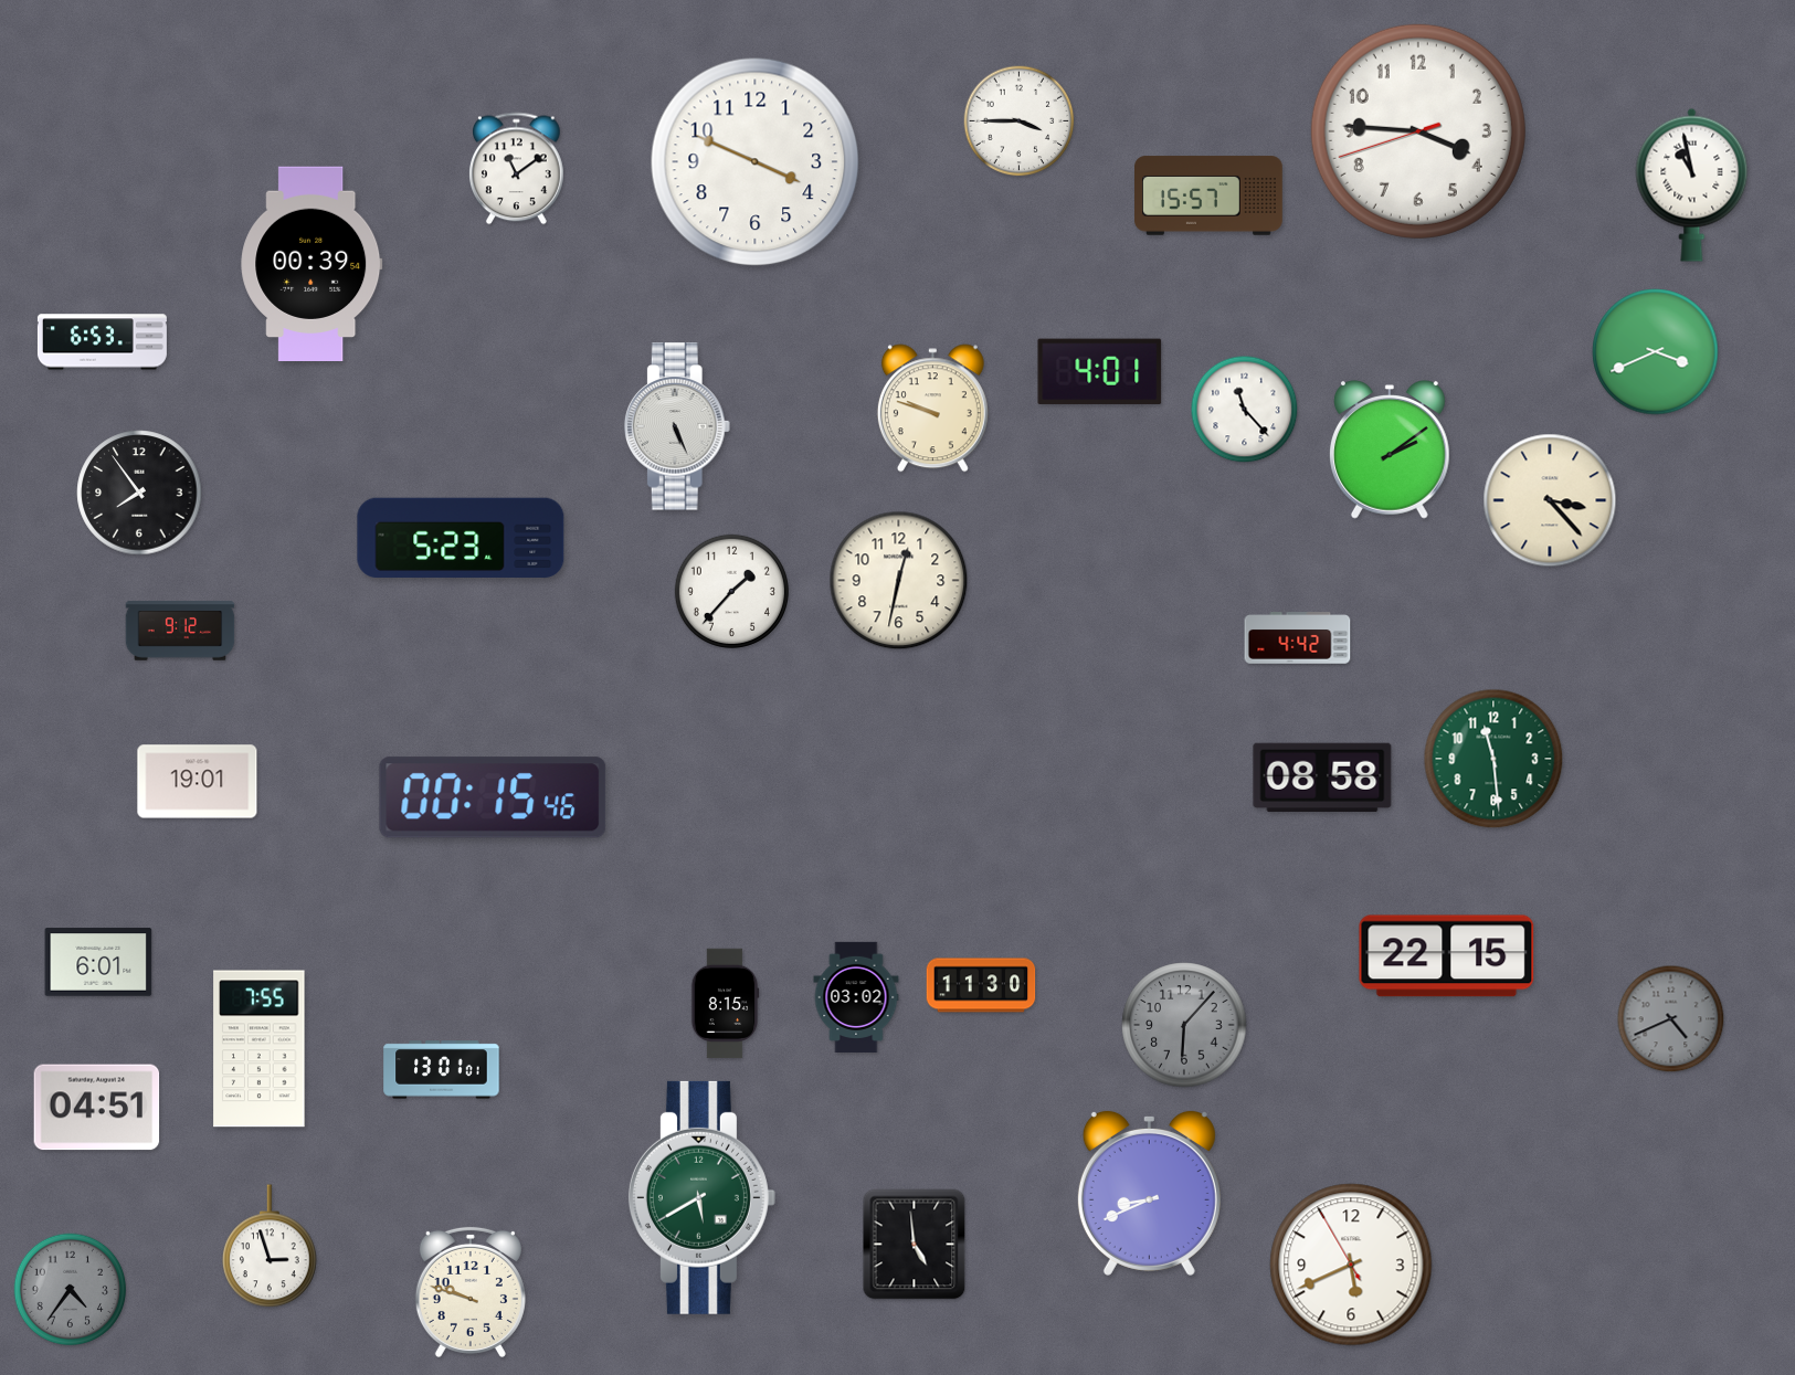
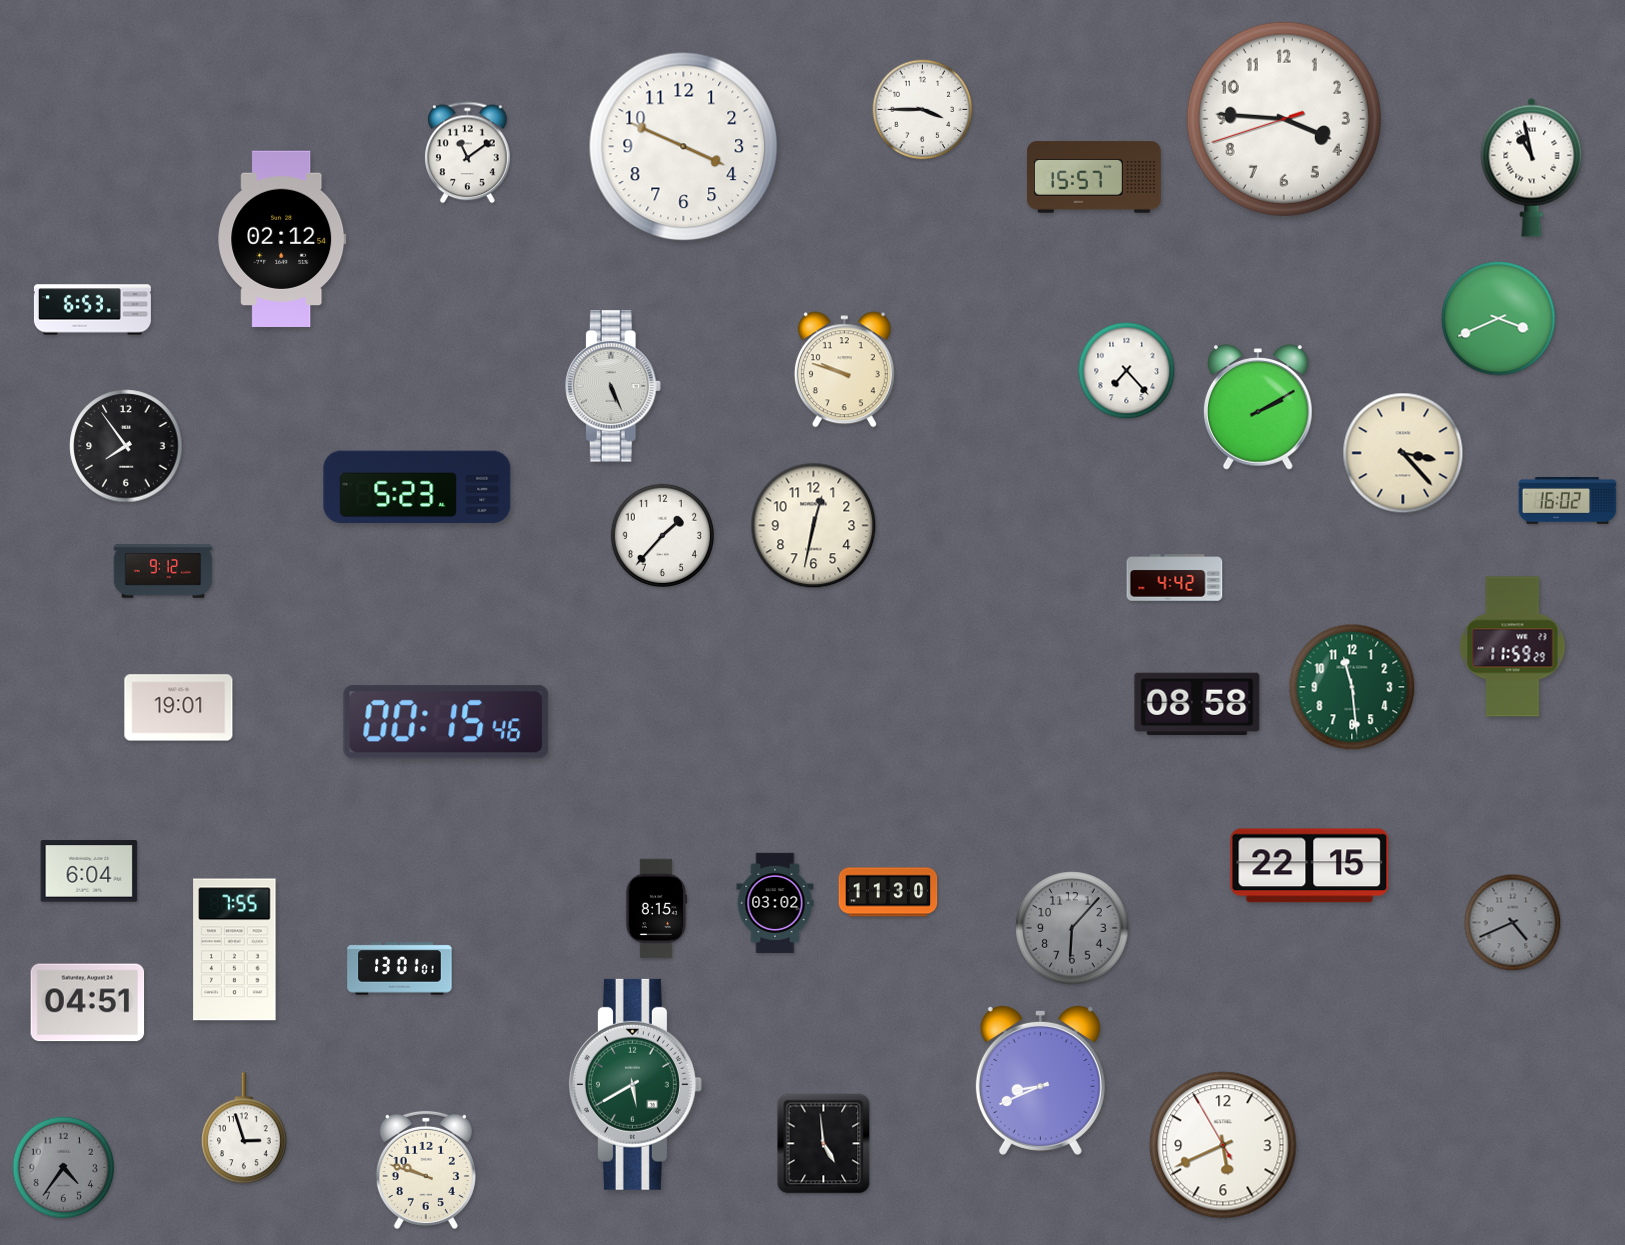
clock at (312, 263): 00:39 -> 02:12
clock at (1100, 371): 4:01 -> none
clock at (1245, 410): 11:23 -> 7:23
clock at (1390, 449): 2:09 -> 2:10
clock at (1568, 501): none -> 16:02
clock at (1513, 647): none -> 11:59
clock at (98, 962): 6:01 -> 6:04
clock at (915, 1245) position: (915, 1245) -> (824, 1144)
